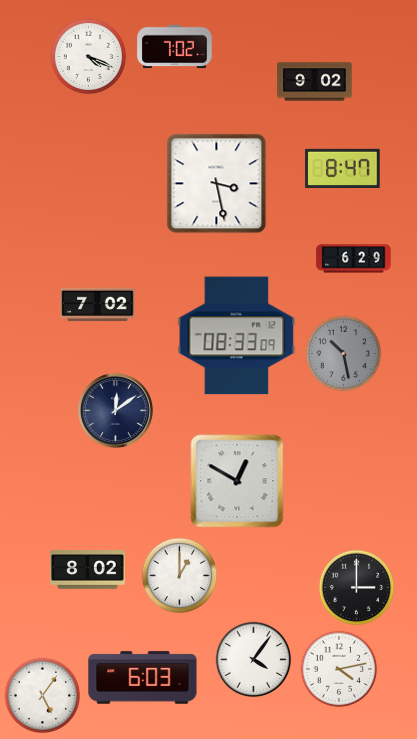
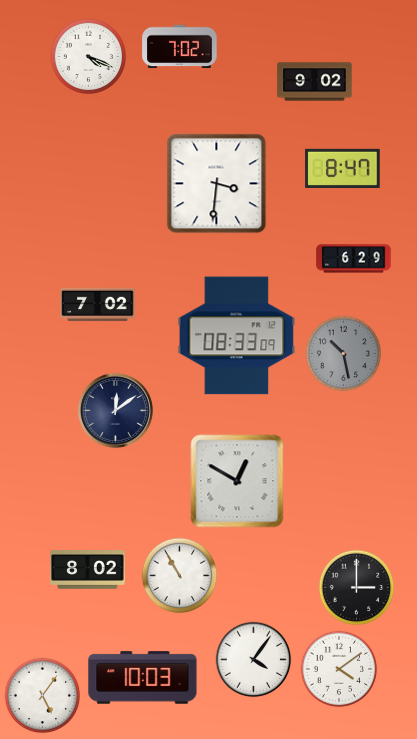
clock at (175, 47) position: (175, 47) -> (180, 47)
clock at (217, 184): 3:28 -> 3:31
clock at (180, 576): 1:00 -> 10:55
clock at (339, 669): 4:13 -> 4:09
clock at (143, 678): 6:03 -> 10:03
